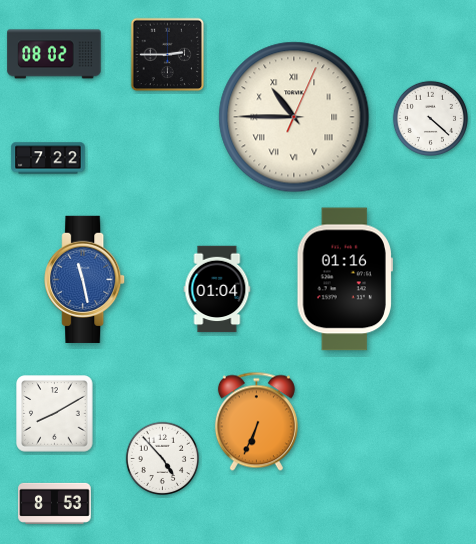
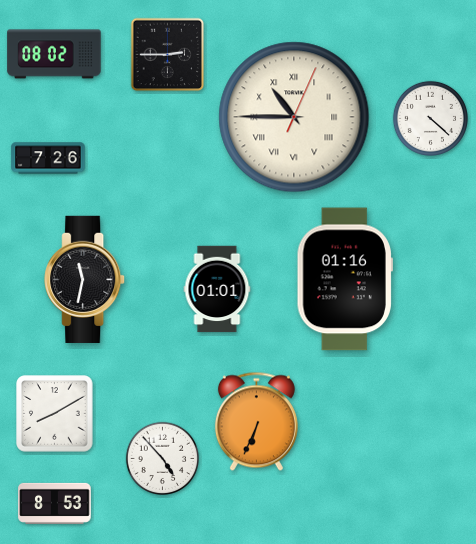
clock at (48, 158): 7:22 -> 7:26
clock at (85, 279): 11:28 -> 11:32
clock at (85, 279) dial: blue -> black
clock at (217, 289): 01:04 -> 01:01
